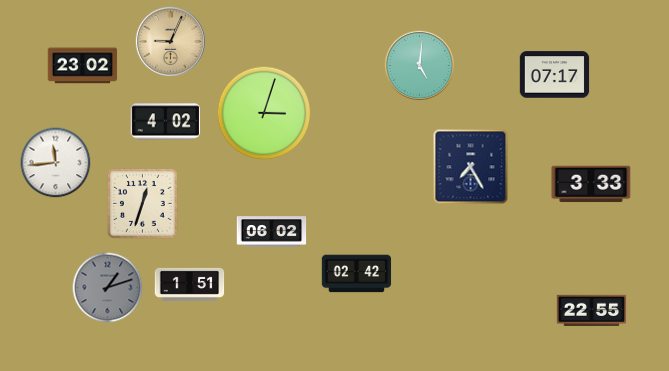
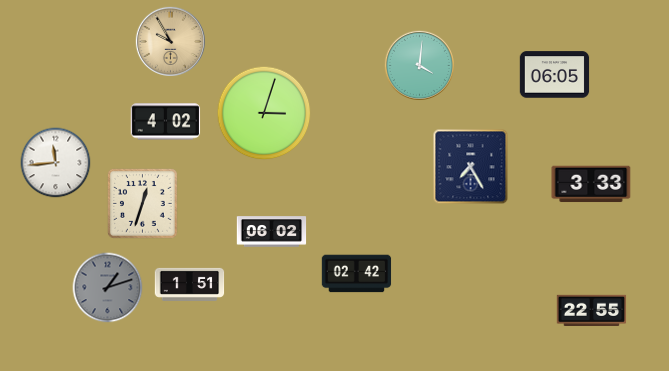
clock at (170, 41): 9:04 -> 9:55
clock at (419, 65): 5:01 -> 4:01
clock at (83, 66): 23:02 -> none
clock at (555, 75): 07:17 -> 06:05
